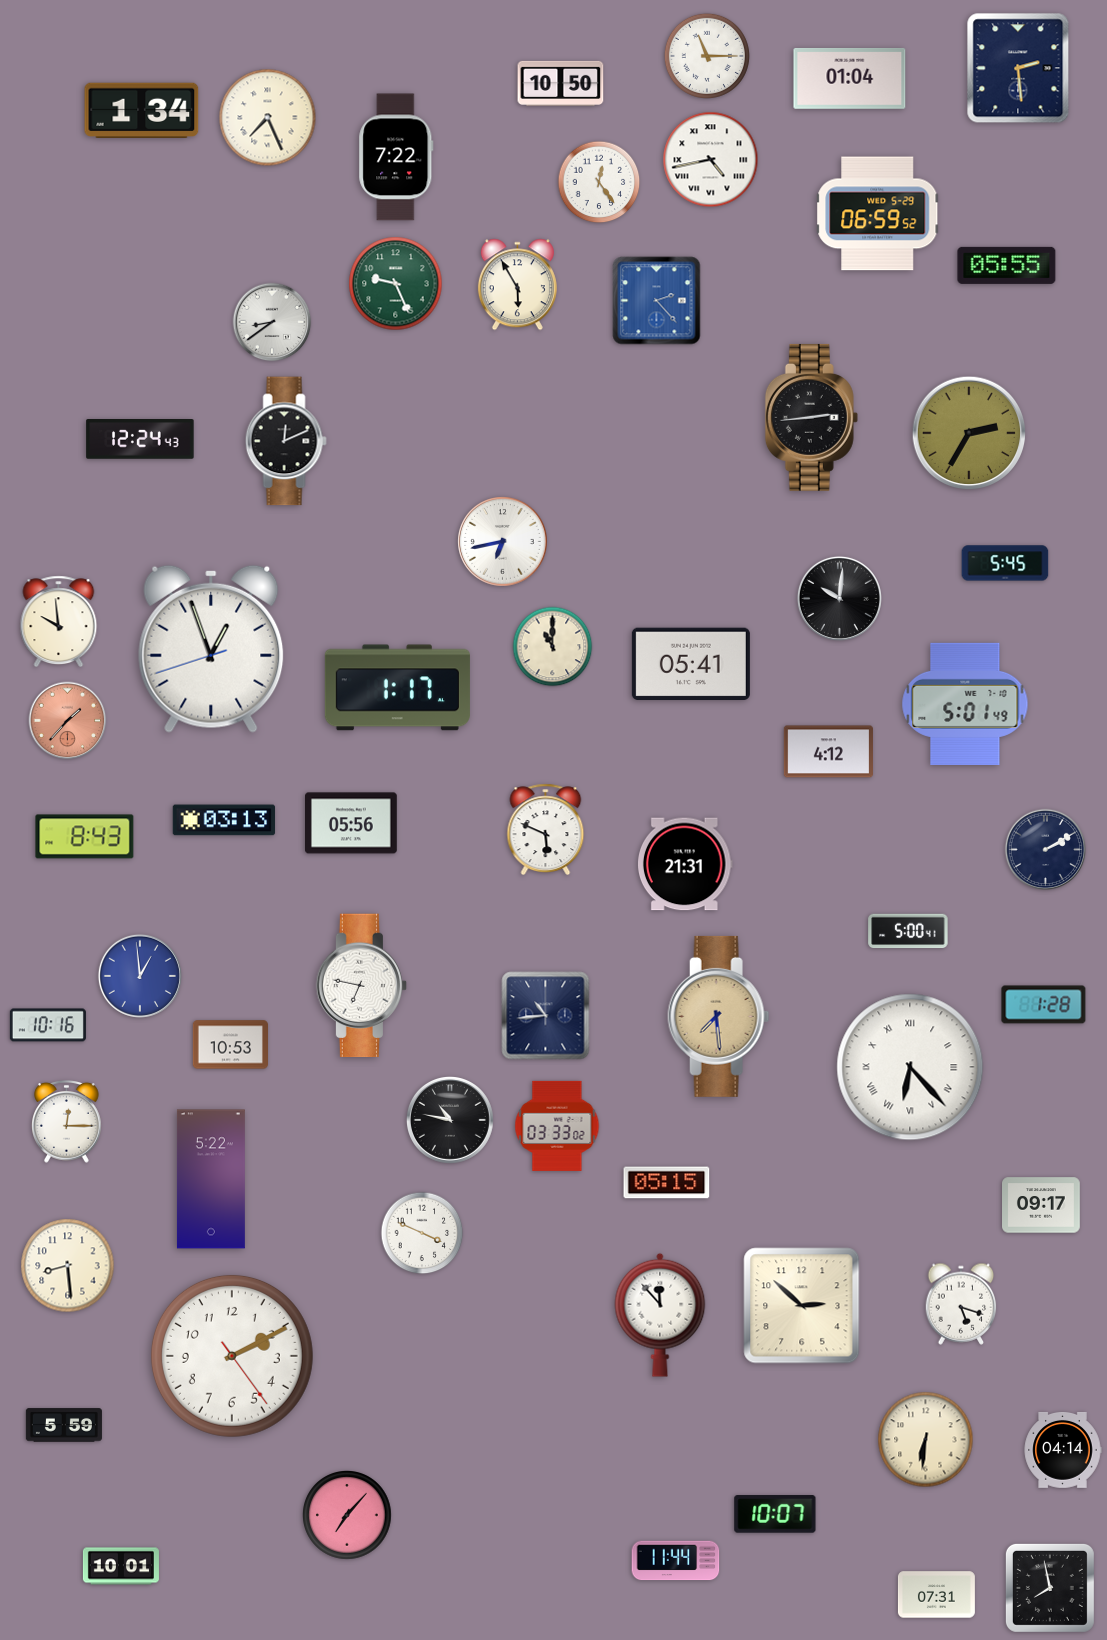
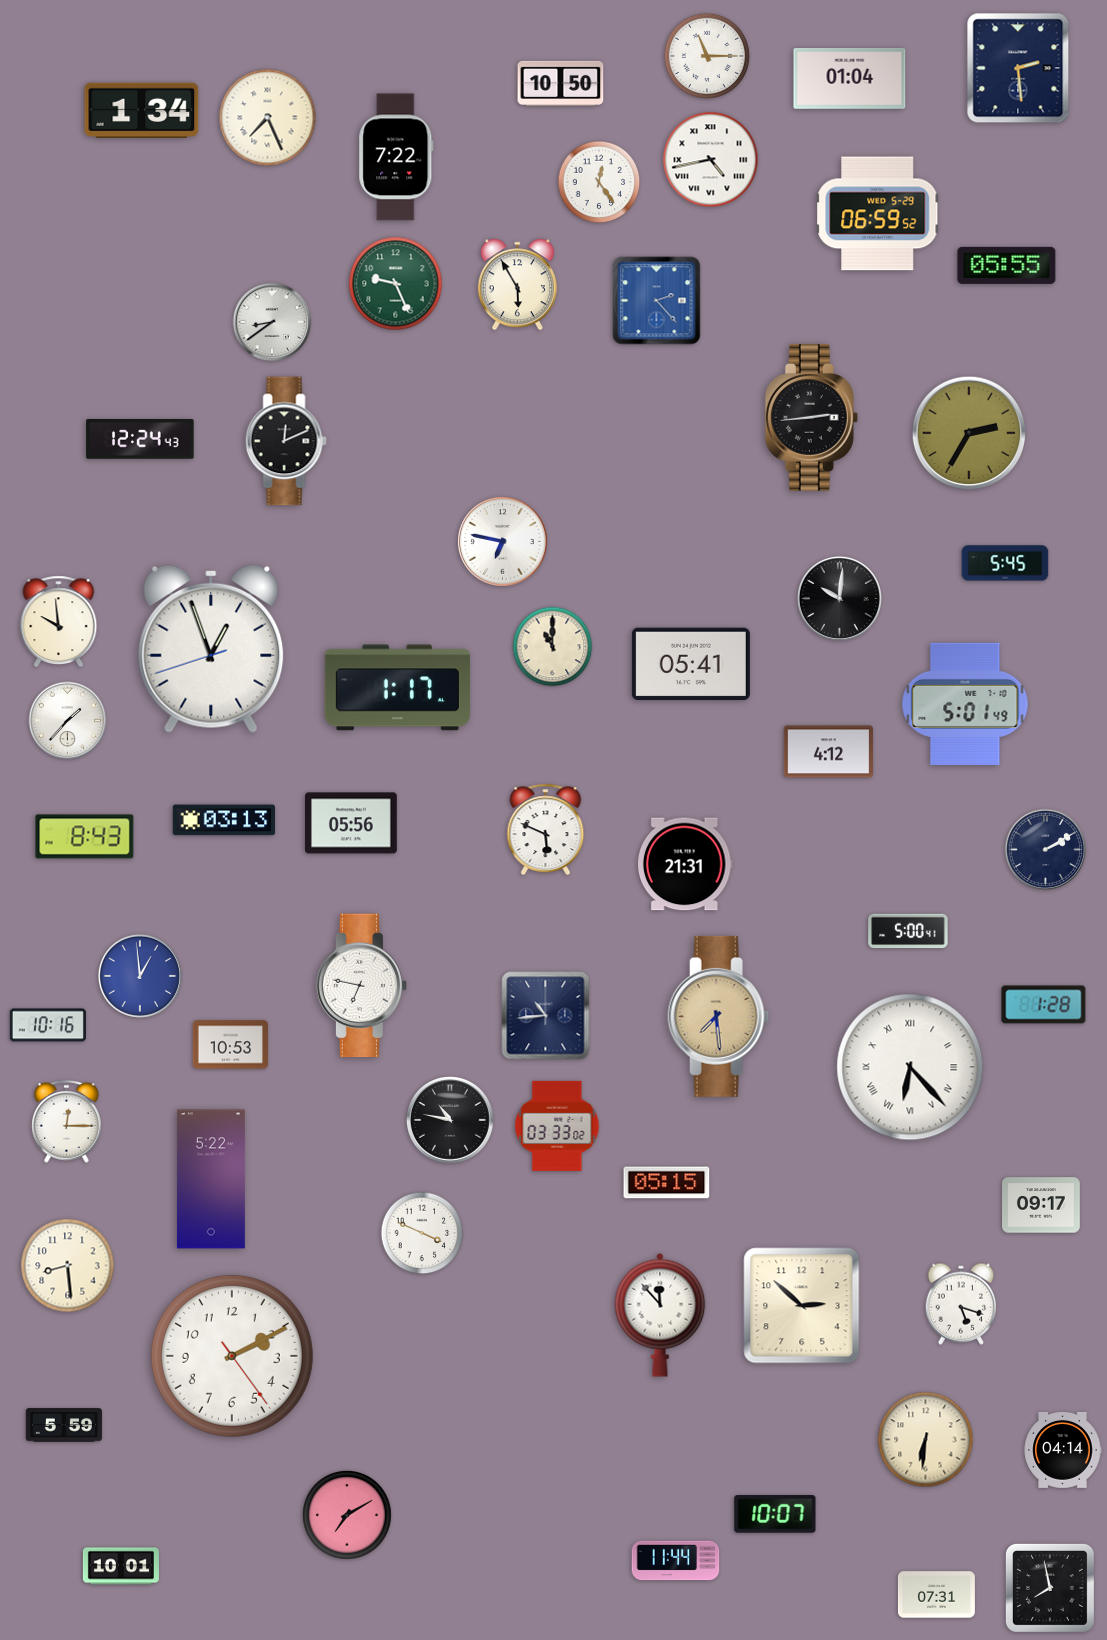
clock at (503, 542): 6:43 -> 6:47
clock at (68, 721) dial: salmon -> white
clock at (348, 1516): 7:07 -> 7:10
